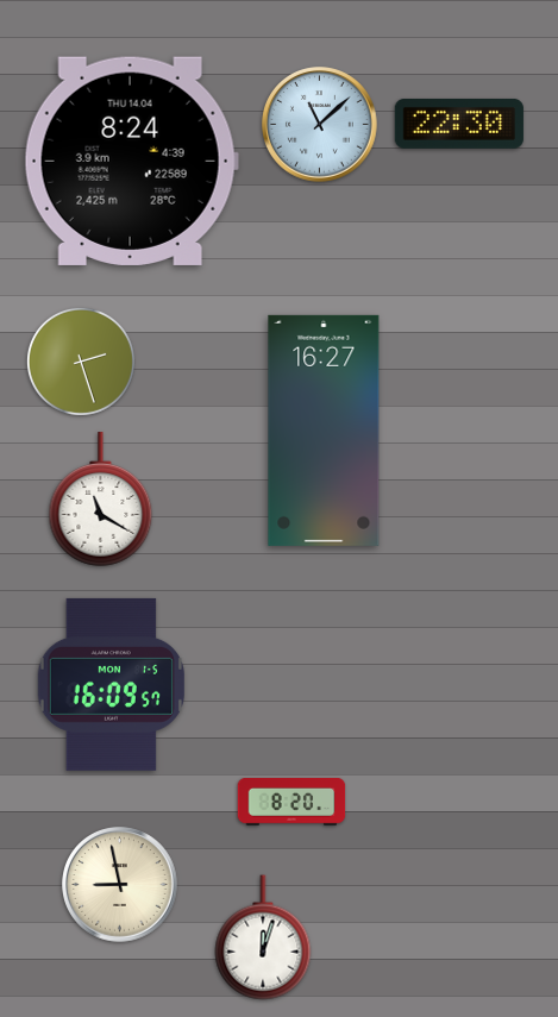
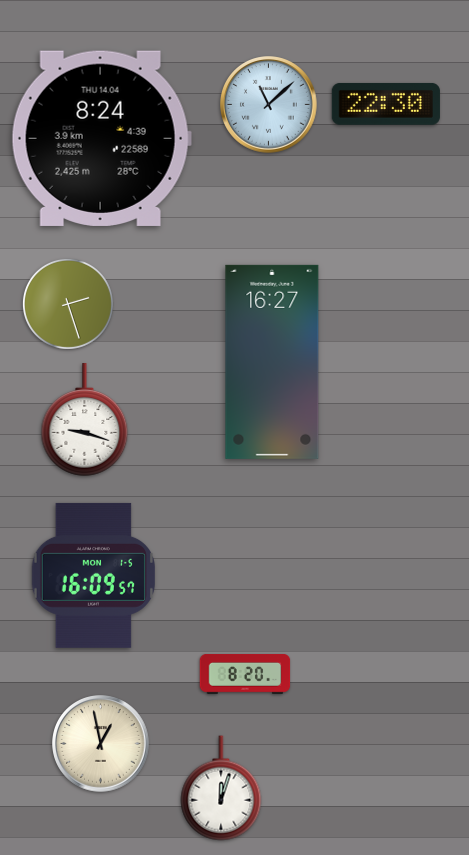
clock at (131, 161) position: (131, 161) -> (101, 138)
clock at (101, 500): 11:20 -> 9:18
clock at (120, 885): 8:58 -> 12:58
